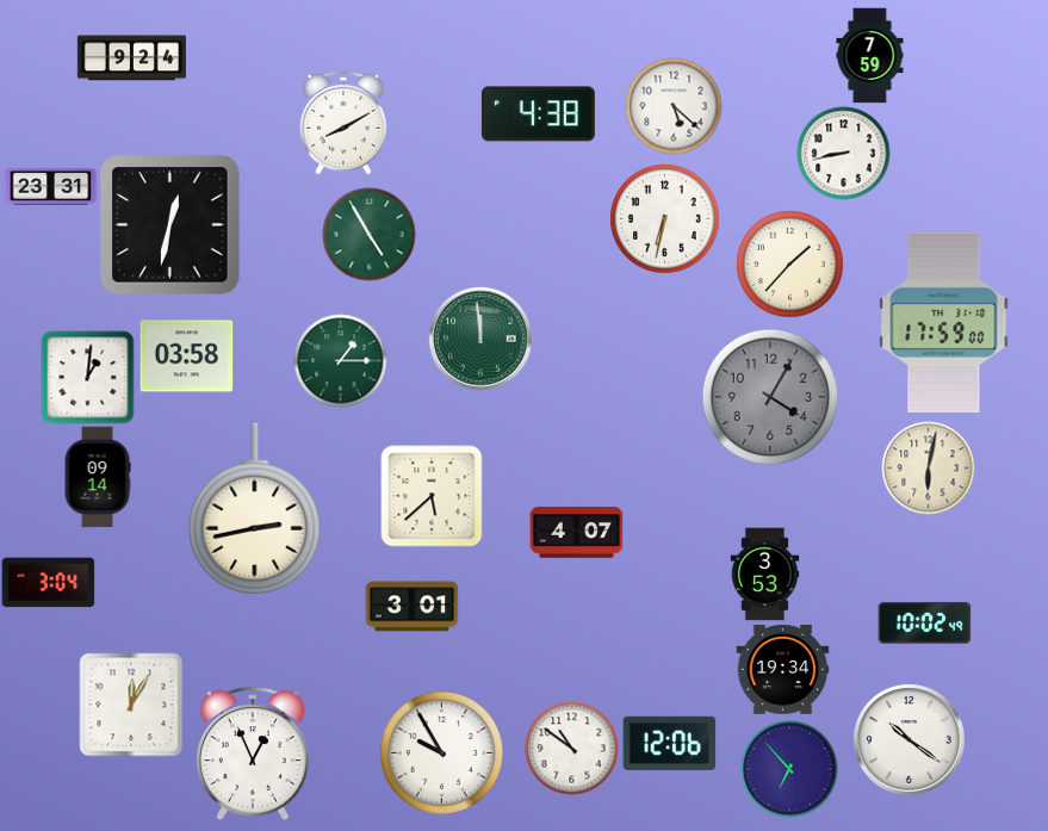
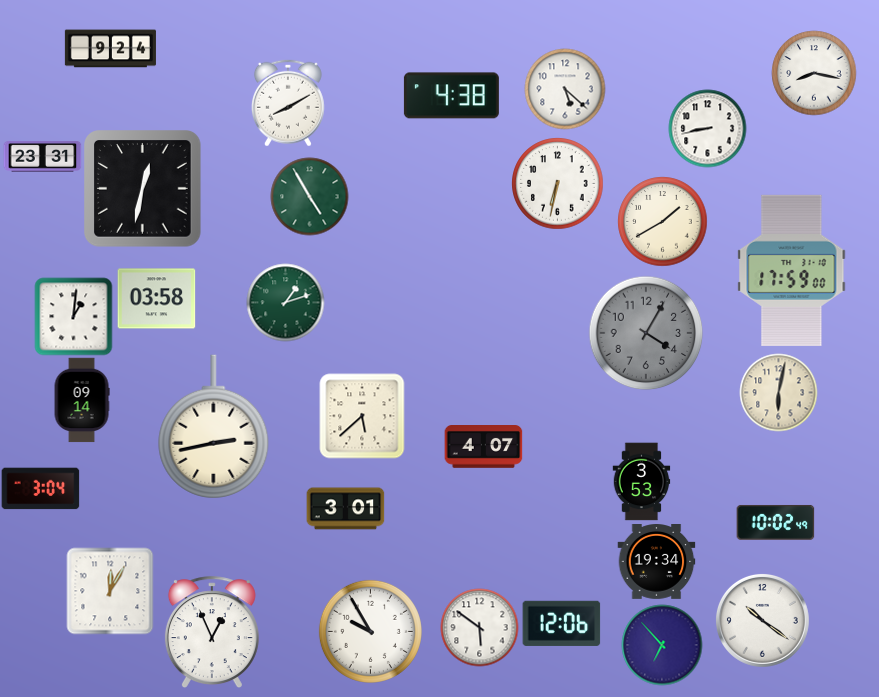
clock at (870, 55): 7:59 -> none
clock at (814, 73): none -> 8:17
clock at (789, 263): 1:37 -> 1:40
clock at (480, 339): 11:59 -> none
clock at (340, 360): 1:15 -> 1:12
clock at (571, 748): 10:51 -> 5:51
